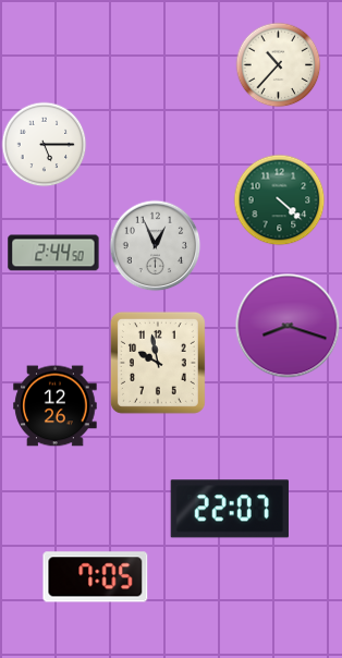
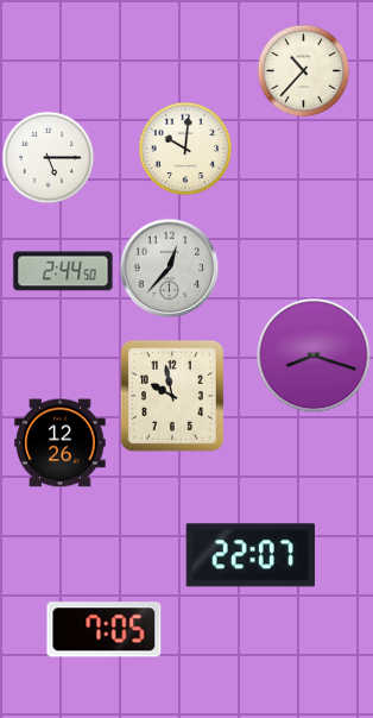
clock at (185, 149): none -> 10:01
clock at (279, 199): 4:22 -> none
clock at (155, 245): 12:56 -> 12:37
clock at (53, 253) position: (53, 253) -> (63, 271)
